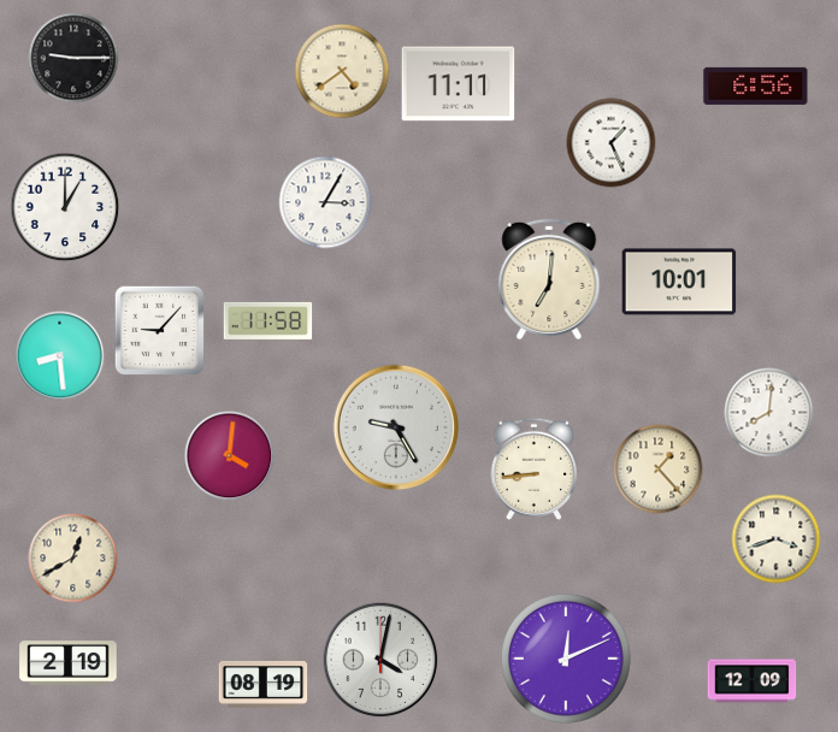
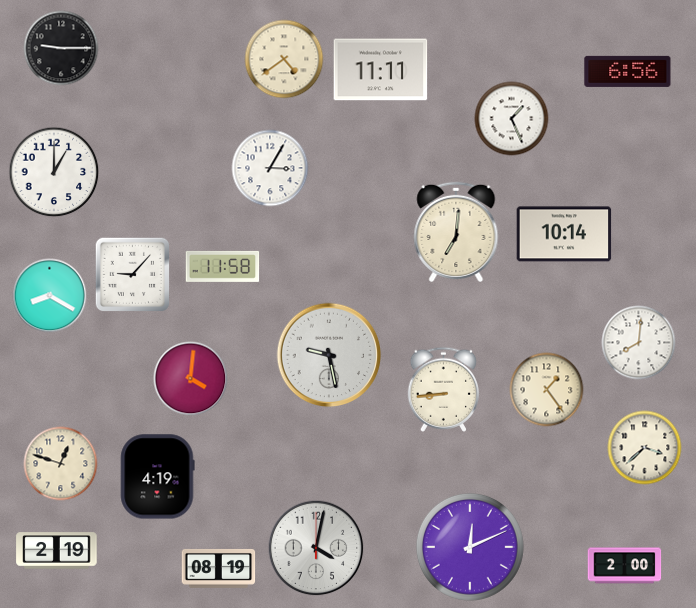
clock at (612, 143) position: (612, 143) -> (512, 119)
clock at (679, 282): 10:01 -> 10:14
clock at (60, 356): 8:29 -> 8:20
clock at (396, 427): 9:25 -> 9:28
clock at (659, 470): 1:23 -> 1:24
clock at (777, 539): 3:42 -> 3:38
clock at (73, 559): 12:40 -> 12:48
clock at (158, 477): none -> 4:19
clock at (753, 681): 12:09 -> 2:00
